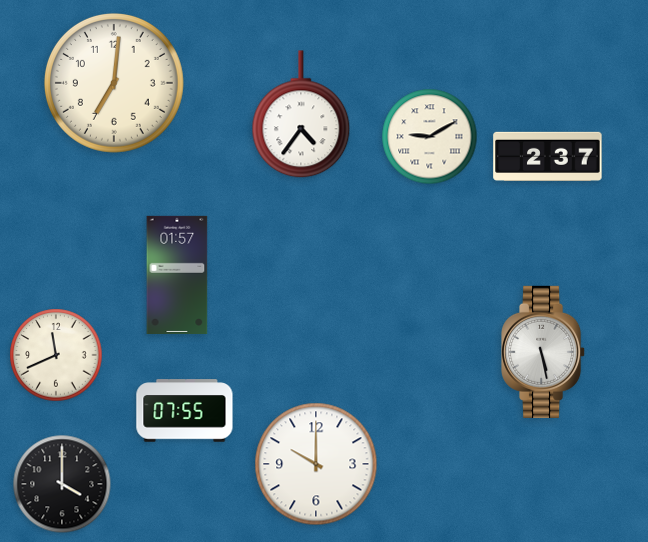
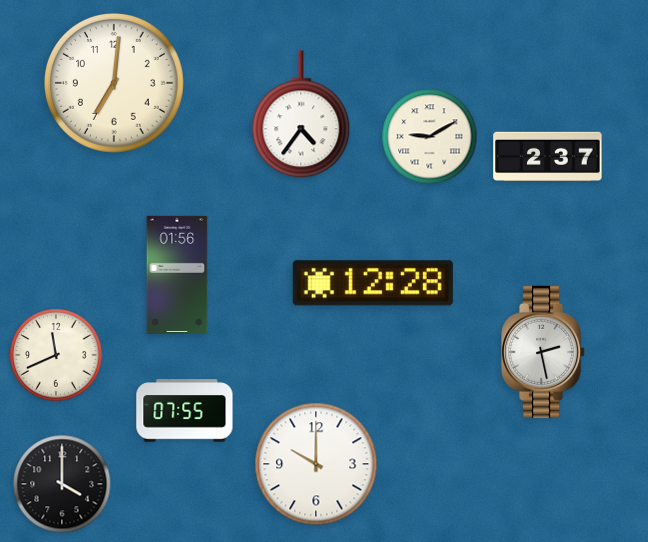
clock at (177, 275): 01:57 -> 01:56
clock at (373, 283): none -> 12:28
clock at (544, 352): 5:28 -> 2:28
